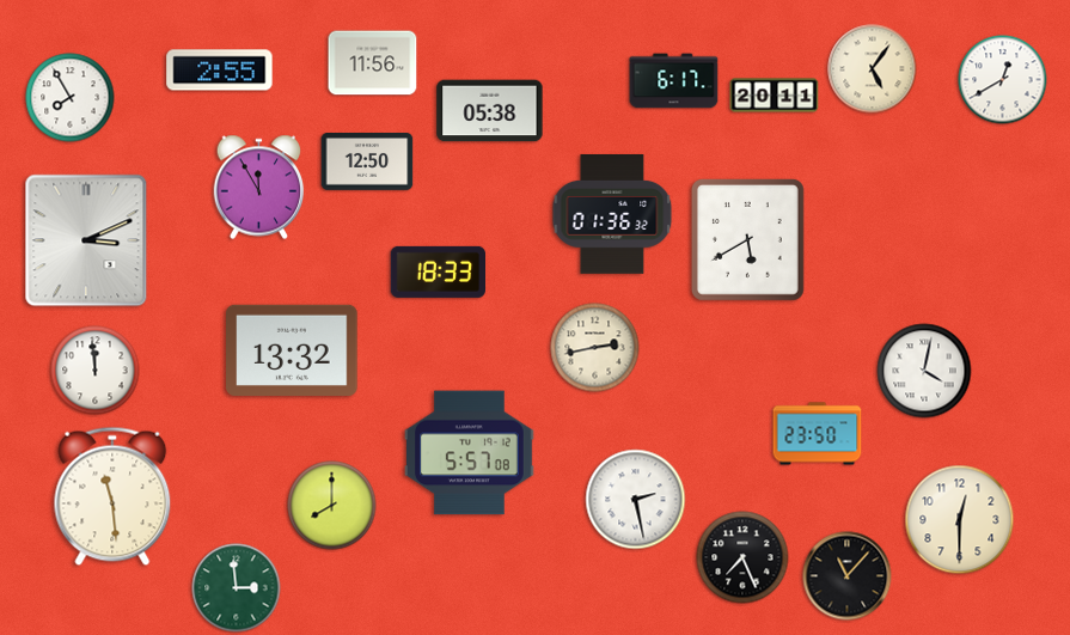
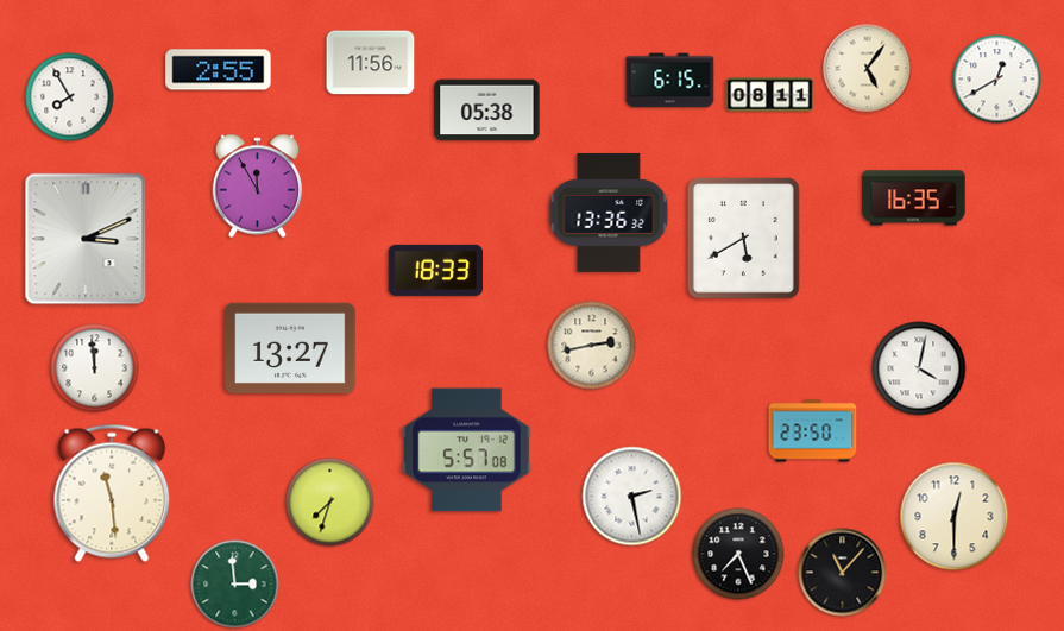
clock at (674, 81): 6:17 -> 6:15
clock at (775, 96): 20:11 -> 08:11
clock at (367, 163): 12:50 -> none
clock at (914, 198): none -> 16:35
clock at (612, 215): 01:36 -> 13:36
clock at (292, 350): 13:32 -> 13:27
clock at (332, 506): 8:00 -> 7:33
